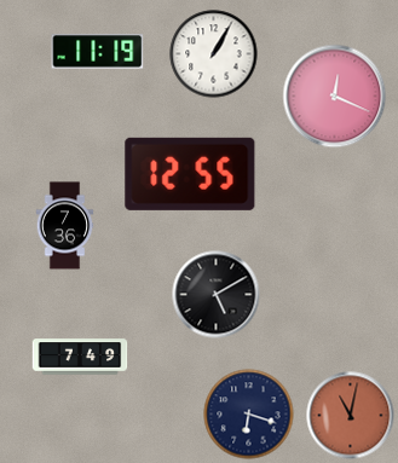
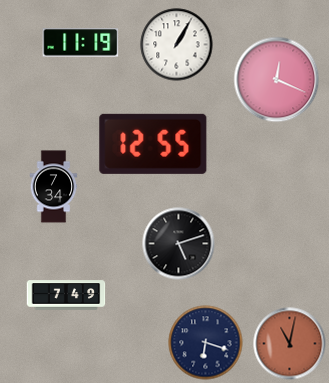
clock at (190, 174) position: (190, 174) -> (153, 144)
clock at (65, 226): 7:36 -> 7:34
clock at (217, 295): 5:10 -> 5:12
